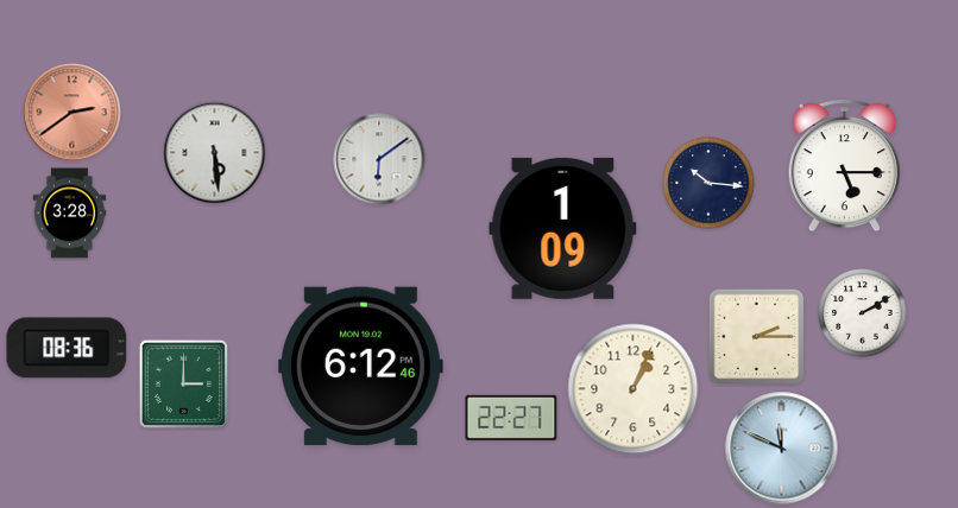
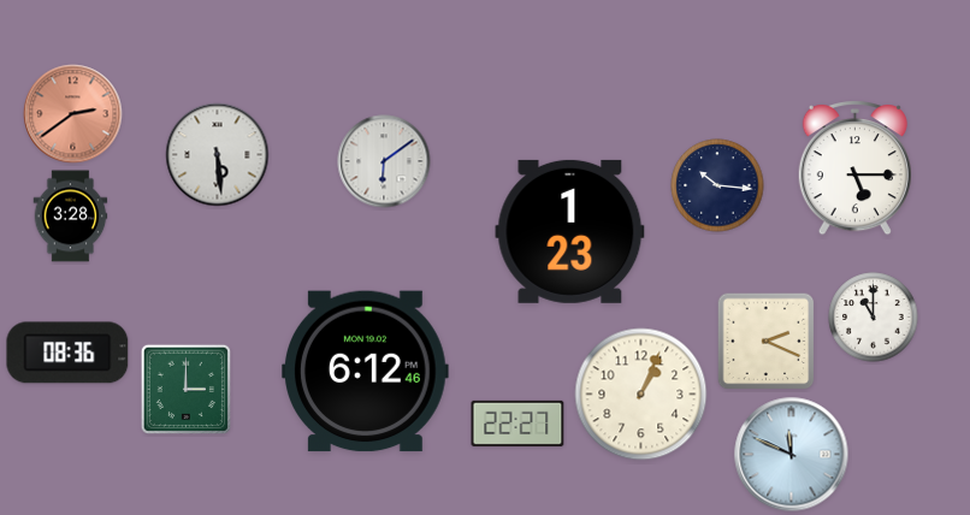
clock at (563, 228): 1:09 -> 1:23
clock at (863, 313): 2:10 -> 11:00
clock at (757, 337): 2:15 -> 2:19
